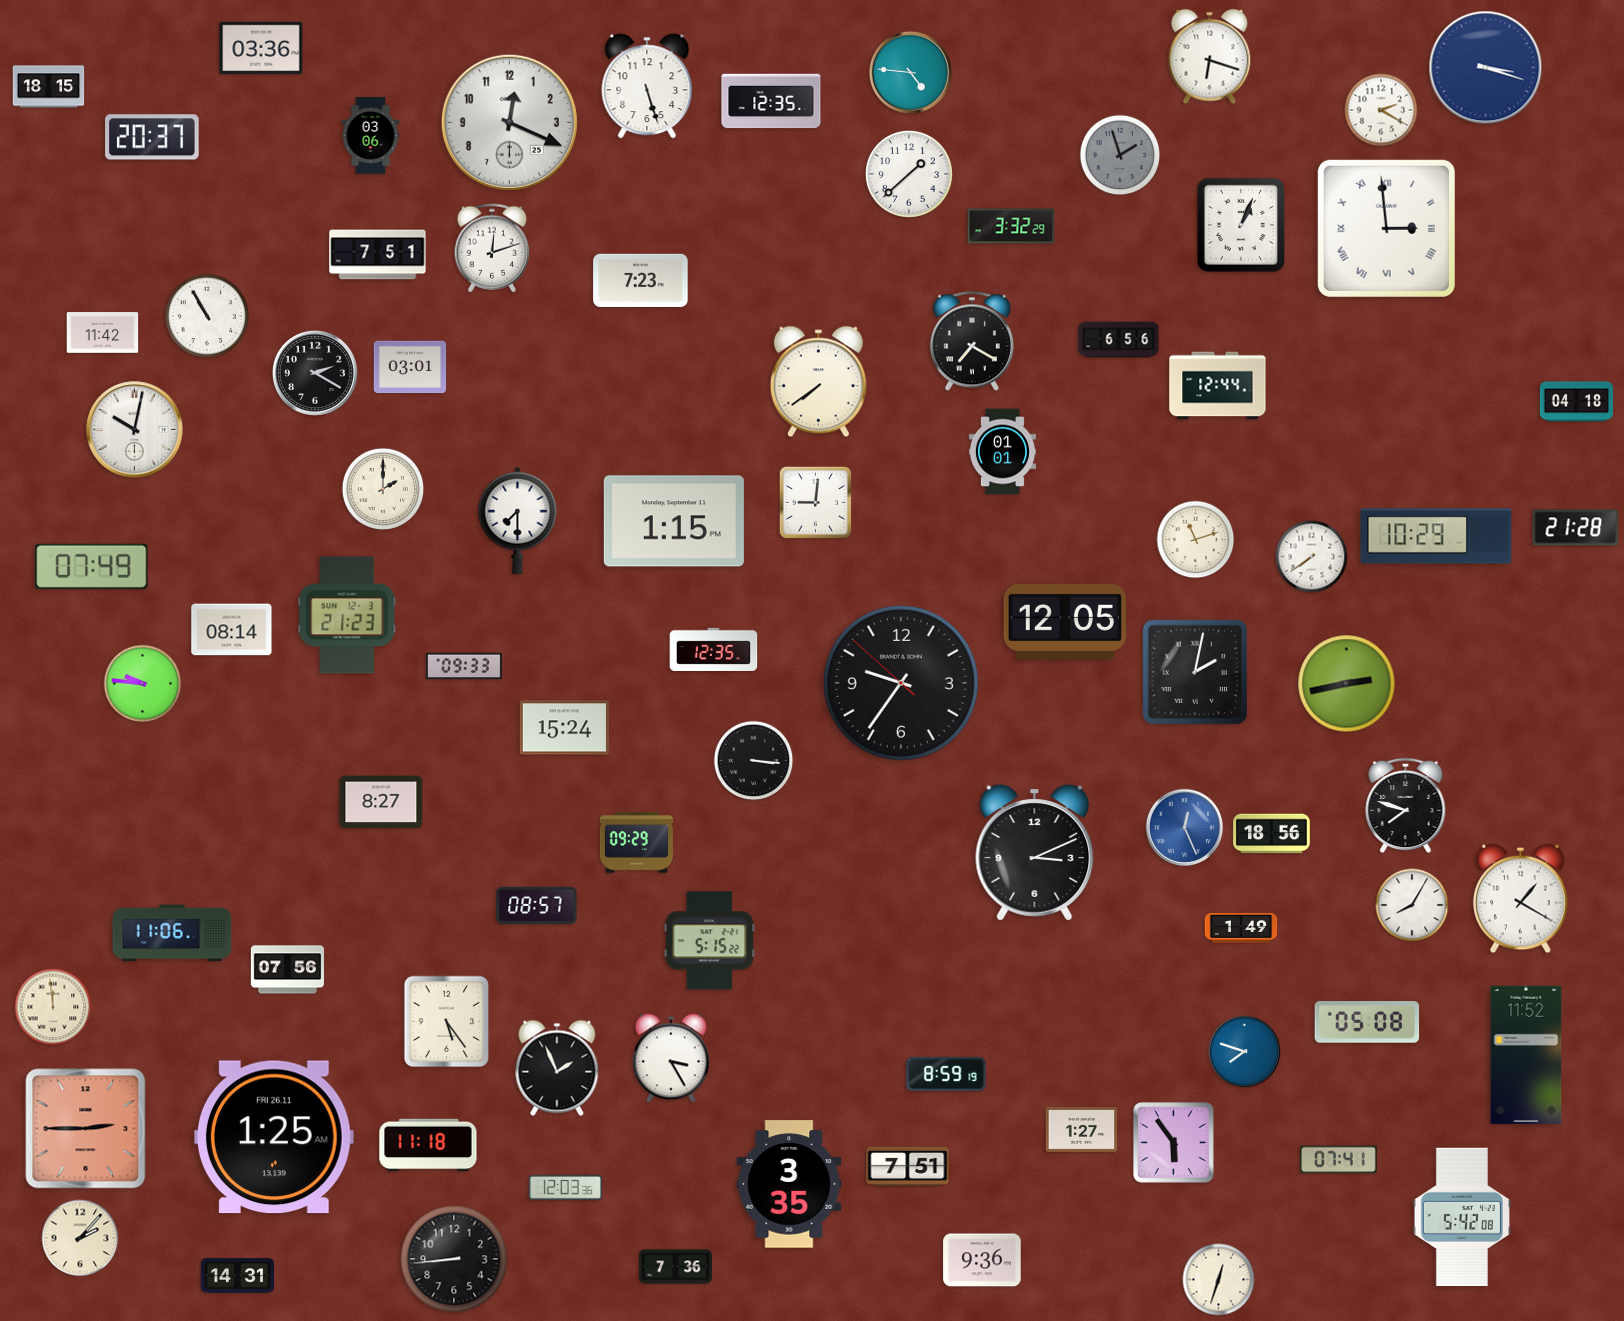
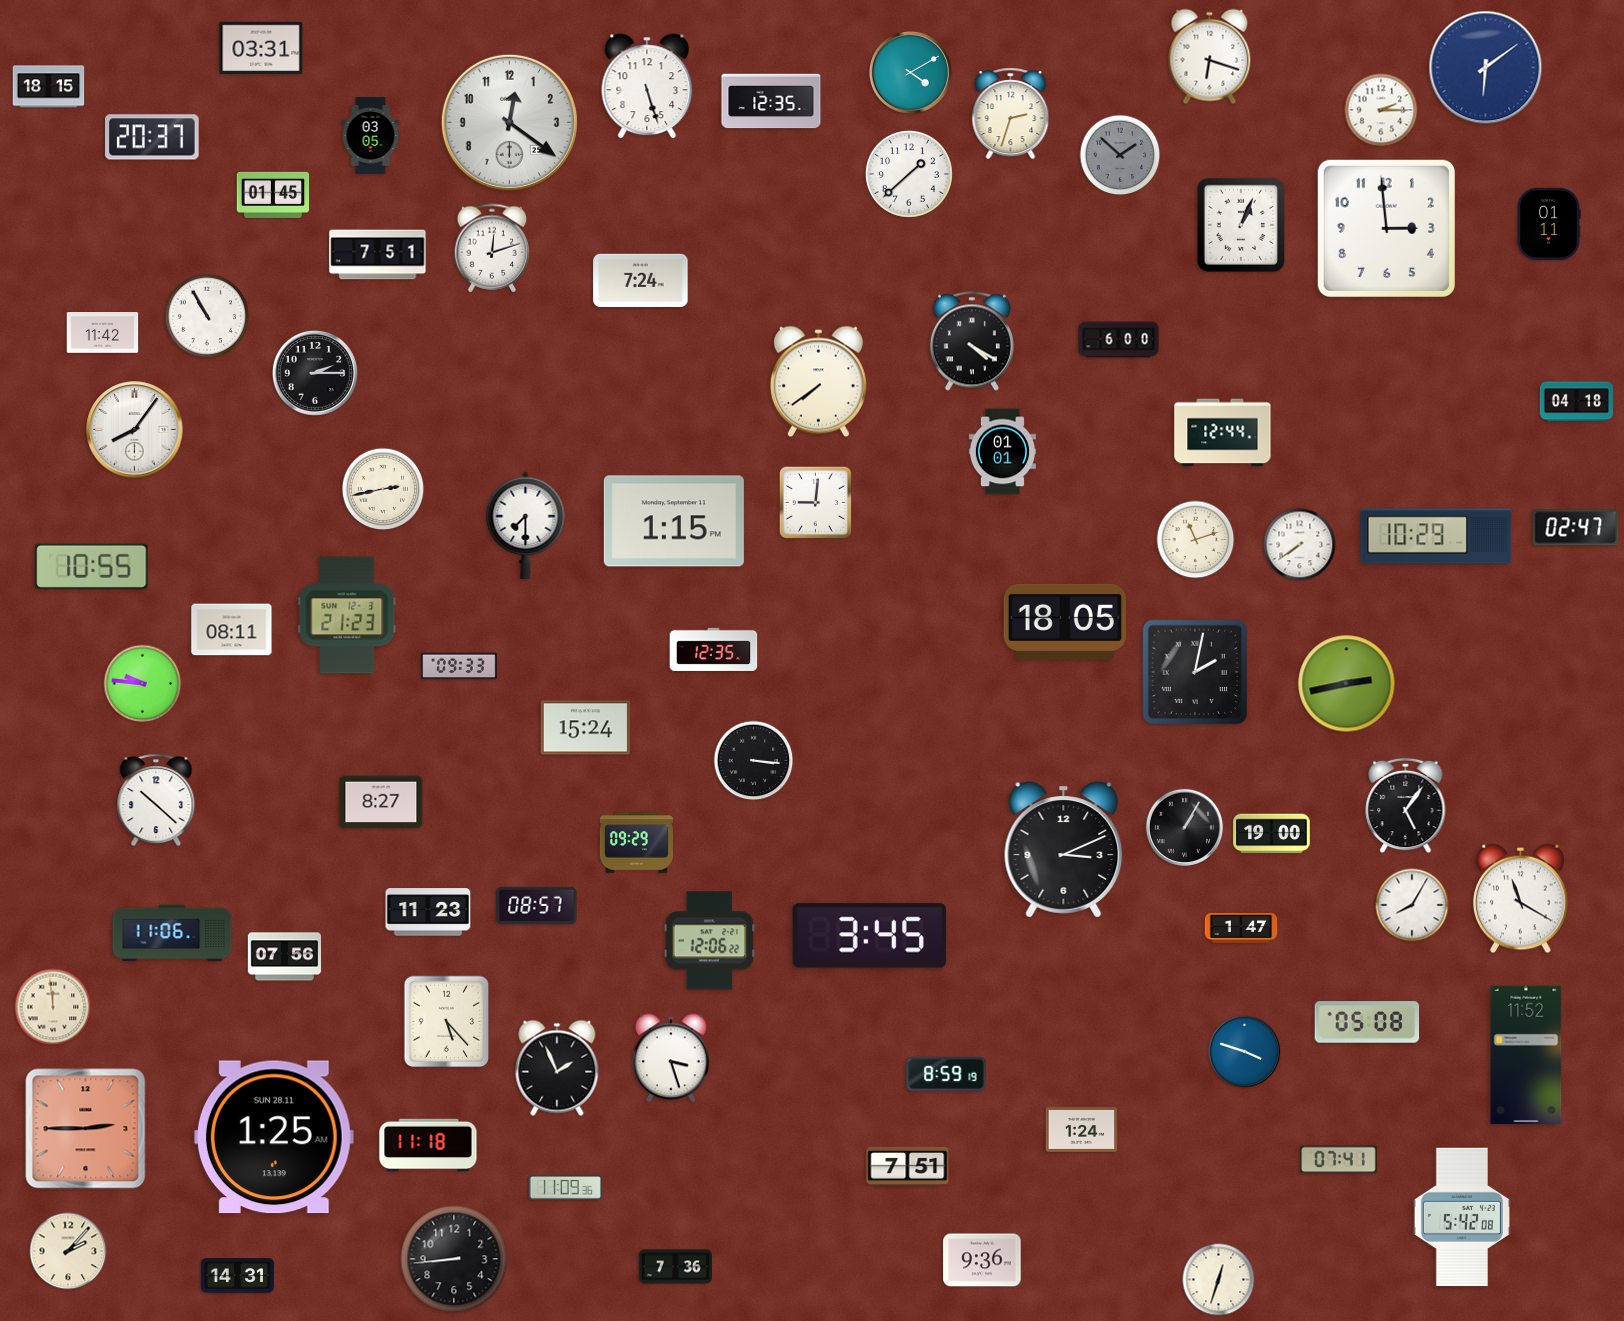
clock at (261, 48): 03:36 -> 03:31
clock at (1486, 68): 3:18 -> 6:09
clock at (910, 72): 4:46 -> 4:10
clock at (1381, 110): 2:20 -> 2:15
clock at (1011, 114): none -> 2:33
clock at (509, 122): 12:19 -> 12:21
clock at (371, 136): 03:06 -> 03:05
clock at (1120, 155): 1:57 -> 1:52
clock at (273, 195): none -> 01:45
clock at (1549, 224): none -> 01:11
clock at (1011, 226): 3:32 -> none
clock at (1386, 228) numerals: Roman -> Arabic
clock at (641, 280): 7:23 -> 7:24
clock at (1119, 340): 6:56 -> 6:00
clock at (972, 341): 7:20 -> 4:20
clock at (410, 367): 03:01 -> none
clock at (315, 373): 2:20 -> 2:15
clock at (1218, 386) position: (1218, 386) -> (1223, 433)
clock at (135, 430): 10:02 -> 8:06
clock at (383, 489): 2:00 -> 2:43
clock at (518, 520) position: (518, 520) -> (526, 525)
clock at (1576, 528): 21:28 -> 02:47
clock at (1312, 557) position: (1312, 557) -> (1300, 545)
clock at (92, 566): 07:49 -> 10:55
clock at (1065, 622): 12:05 -> 18:05
clock at (232, 630): 08:14 -> 08:11
clock at (465, 666) position: (465, 666) -> (460, 666)
clock at (901, 683): 9:35 -> none
clock at (564, 728) position: (564, 728) -> (585, 728)
clock at (156, 800): none -> 10:22
clock at (1406, 806): 7:48 -> 5:06
clock at (1185, 828): 12:26 -> 1:05
clock at (1185, 828) dial: blue -> black
clock at (1272, 834): 18:56 -> 19:00
clock at (1035, 853) position: (1035, 853) -> (1064, 850)
clock at (1521, 899): 1:20 -> 11:20
clock at (428, 912): none -> 11:23
clock at (1241, 928): 1:49 -> 1:47
clock at (870, 936): none -> 3:45
clock at (710, 941): 5:15 -> 12:06
clock at (287, 970) position: (287, 970) -> (284, 957)
clock at (447, 1022): 5:24 -> 5:23
clock at (1245, 1052): 7:48 -> 3:48
clock at (672, 1058): 3:25 -> 3:27
clock at (1082, 1129): 1:27 -> 1:24
clock at (274, 1137) date: FRI 26.11 -> SUN 28.11
clock at (1174, 1143): 5:54 -> none
clock at (789, 1184): 3:35 -> none
clock at (565, 1188): 12:03 -> 11:09
clock at (80, 1238) position: (80, 1238) -> (68, 1251)
